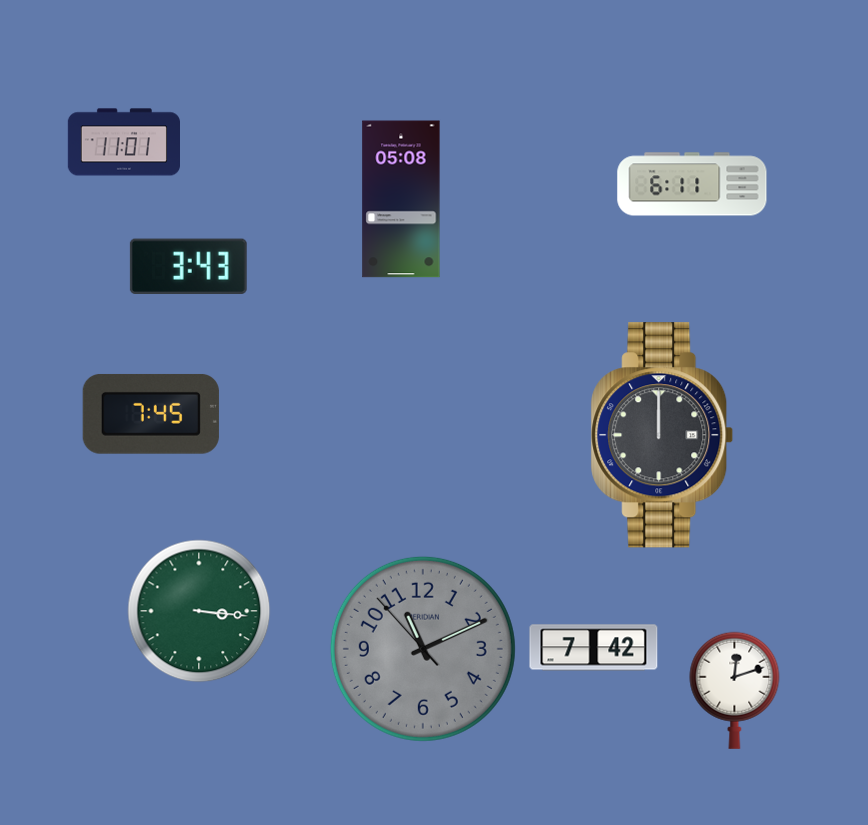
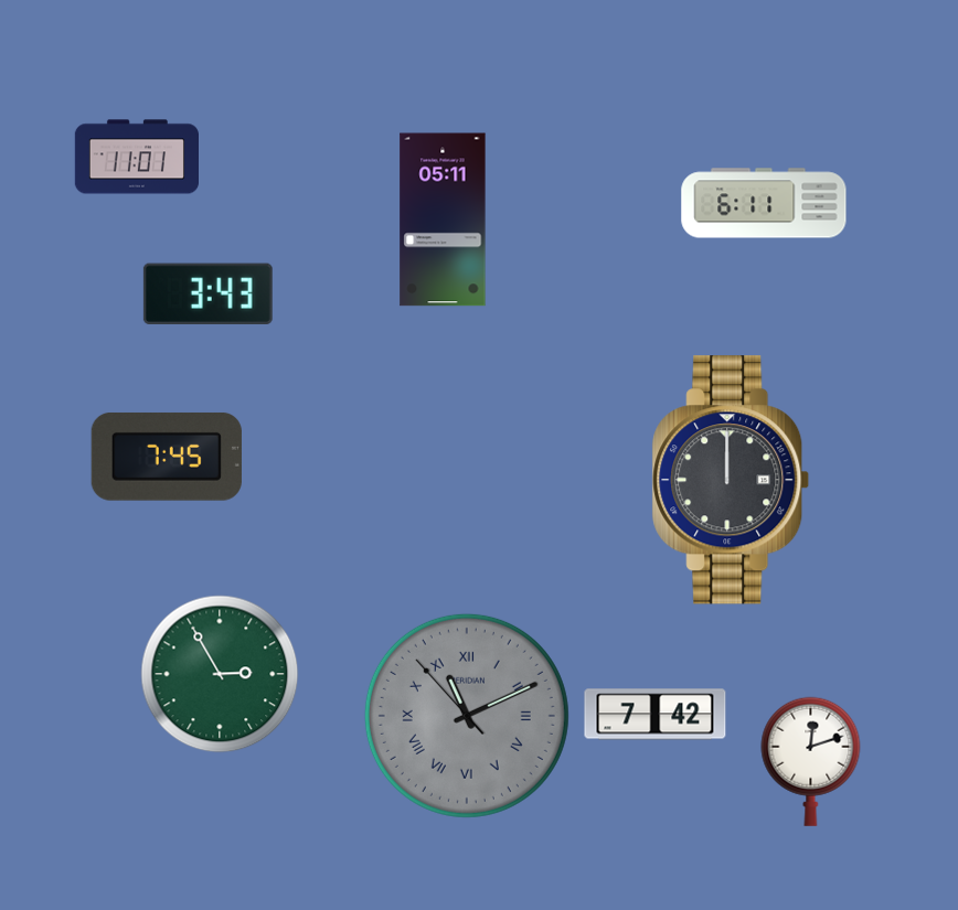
clock at (401, 199): 05:08 -> 05:11
clock at (199, 611): 3:16 -> 2:55
clock at (423, 649) numerals: Arabic -> Roman
